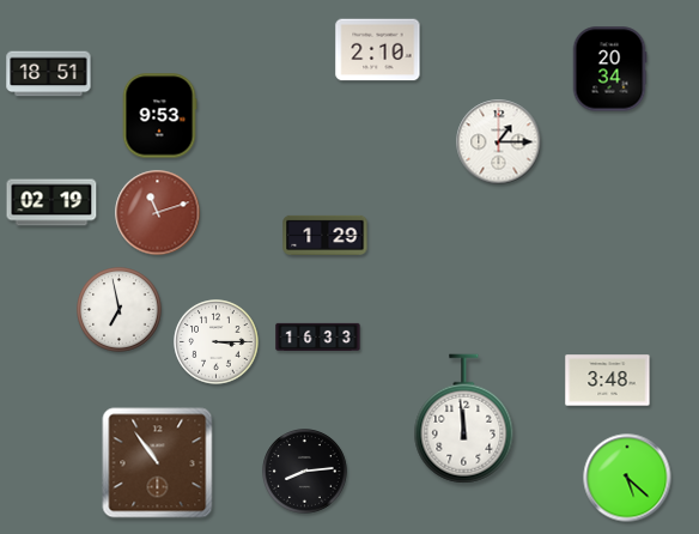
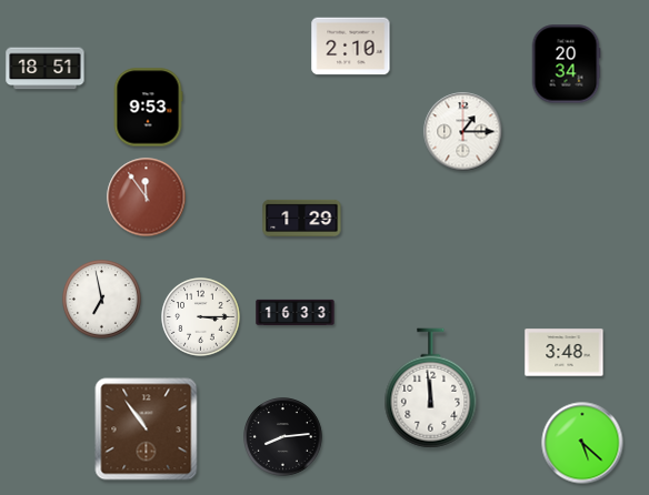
clock at (51, 202): 02:19 -> none
clock at (158, 213): 11:12 -> 11:54
clock at (120, 310) position: (120, 310) -> (102, 300)
